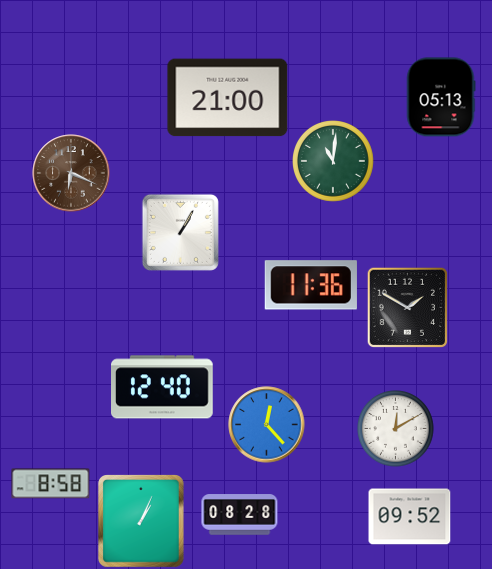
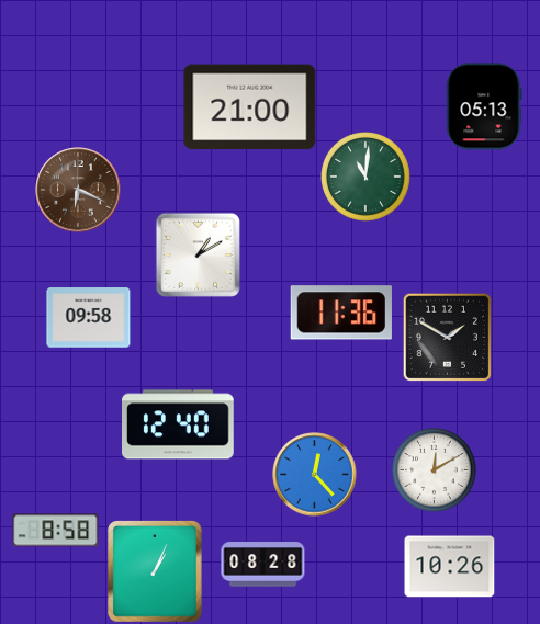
clock at (180, 232): 1:05 -> 1:10
clock at (89, 318): none -> 09:58
clock at (267, 425) position: (267, 425) -> (315, 475)
clock at (410, 517): 09:52 -> 10:26
